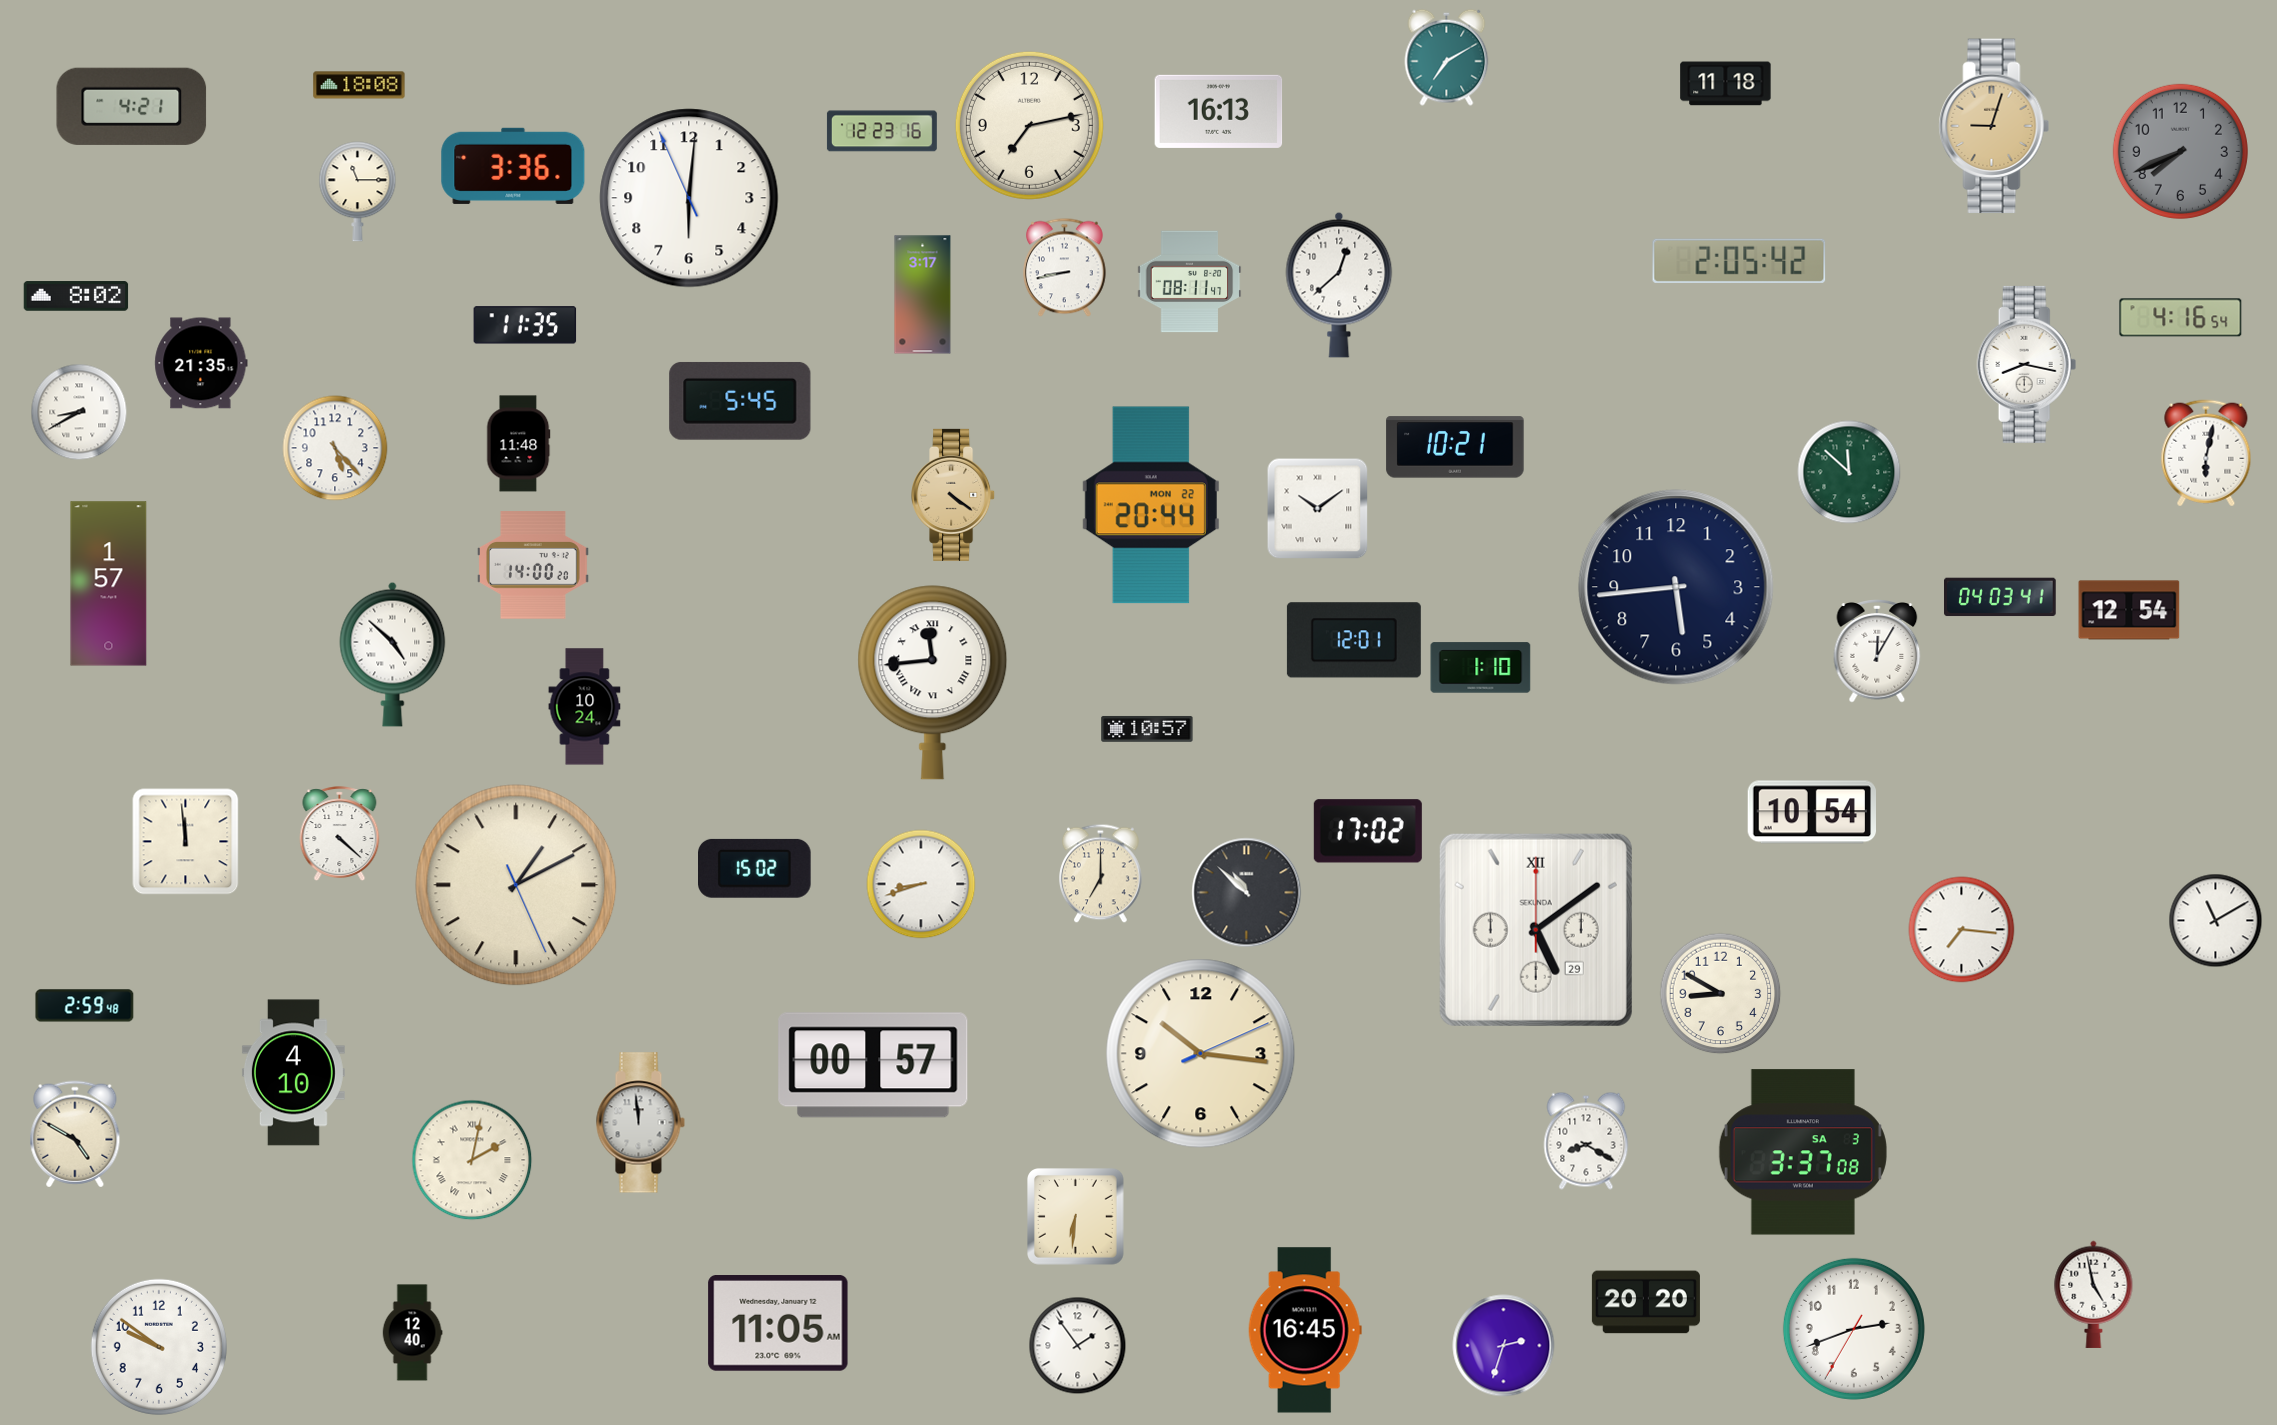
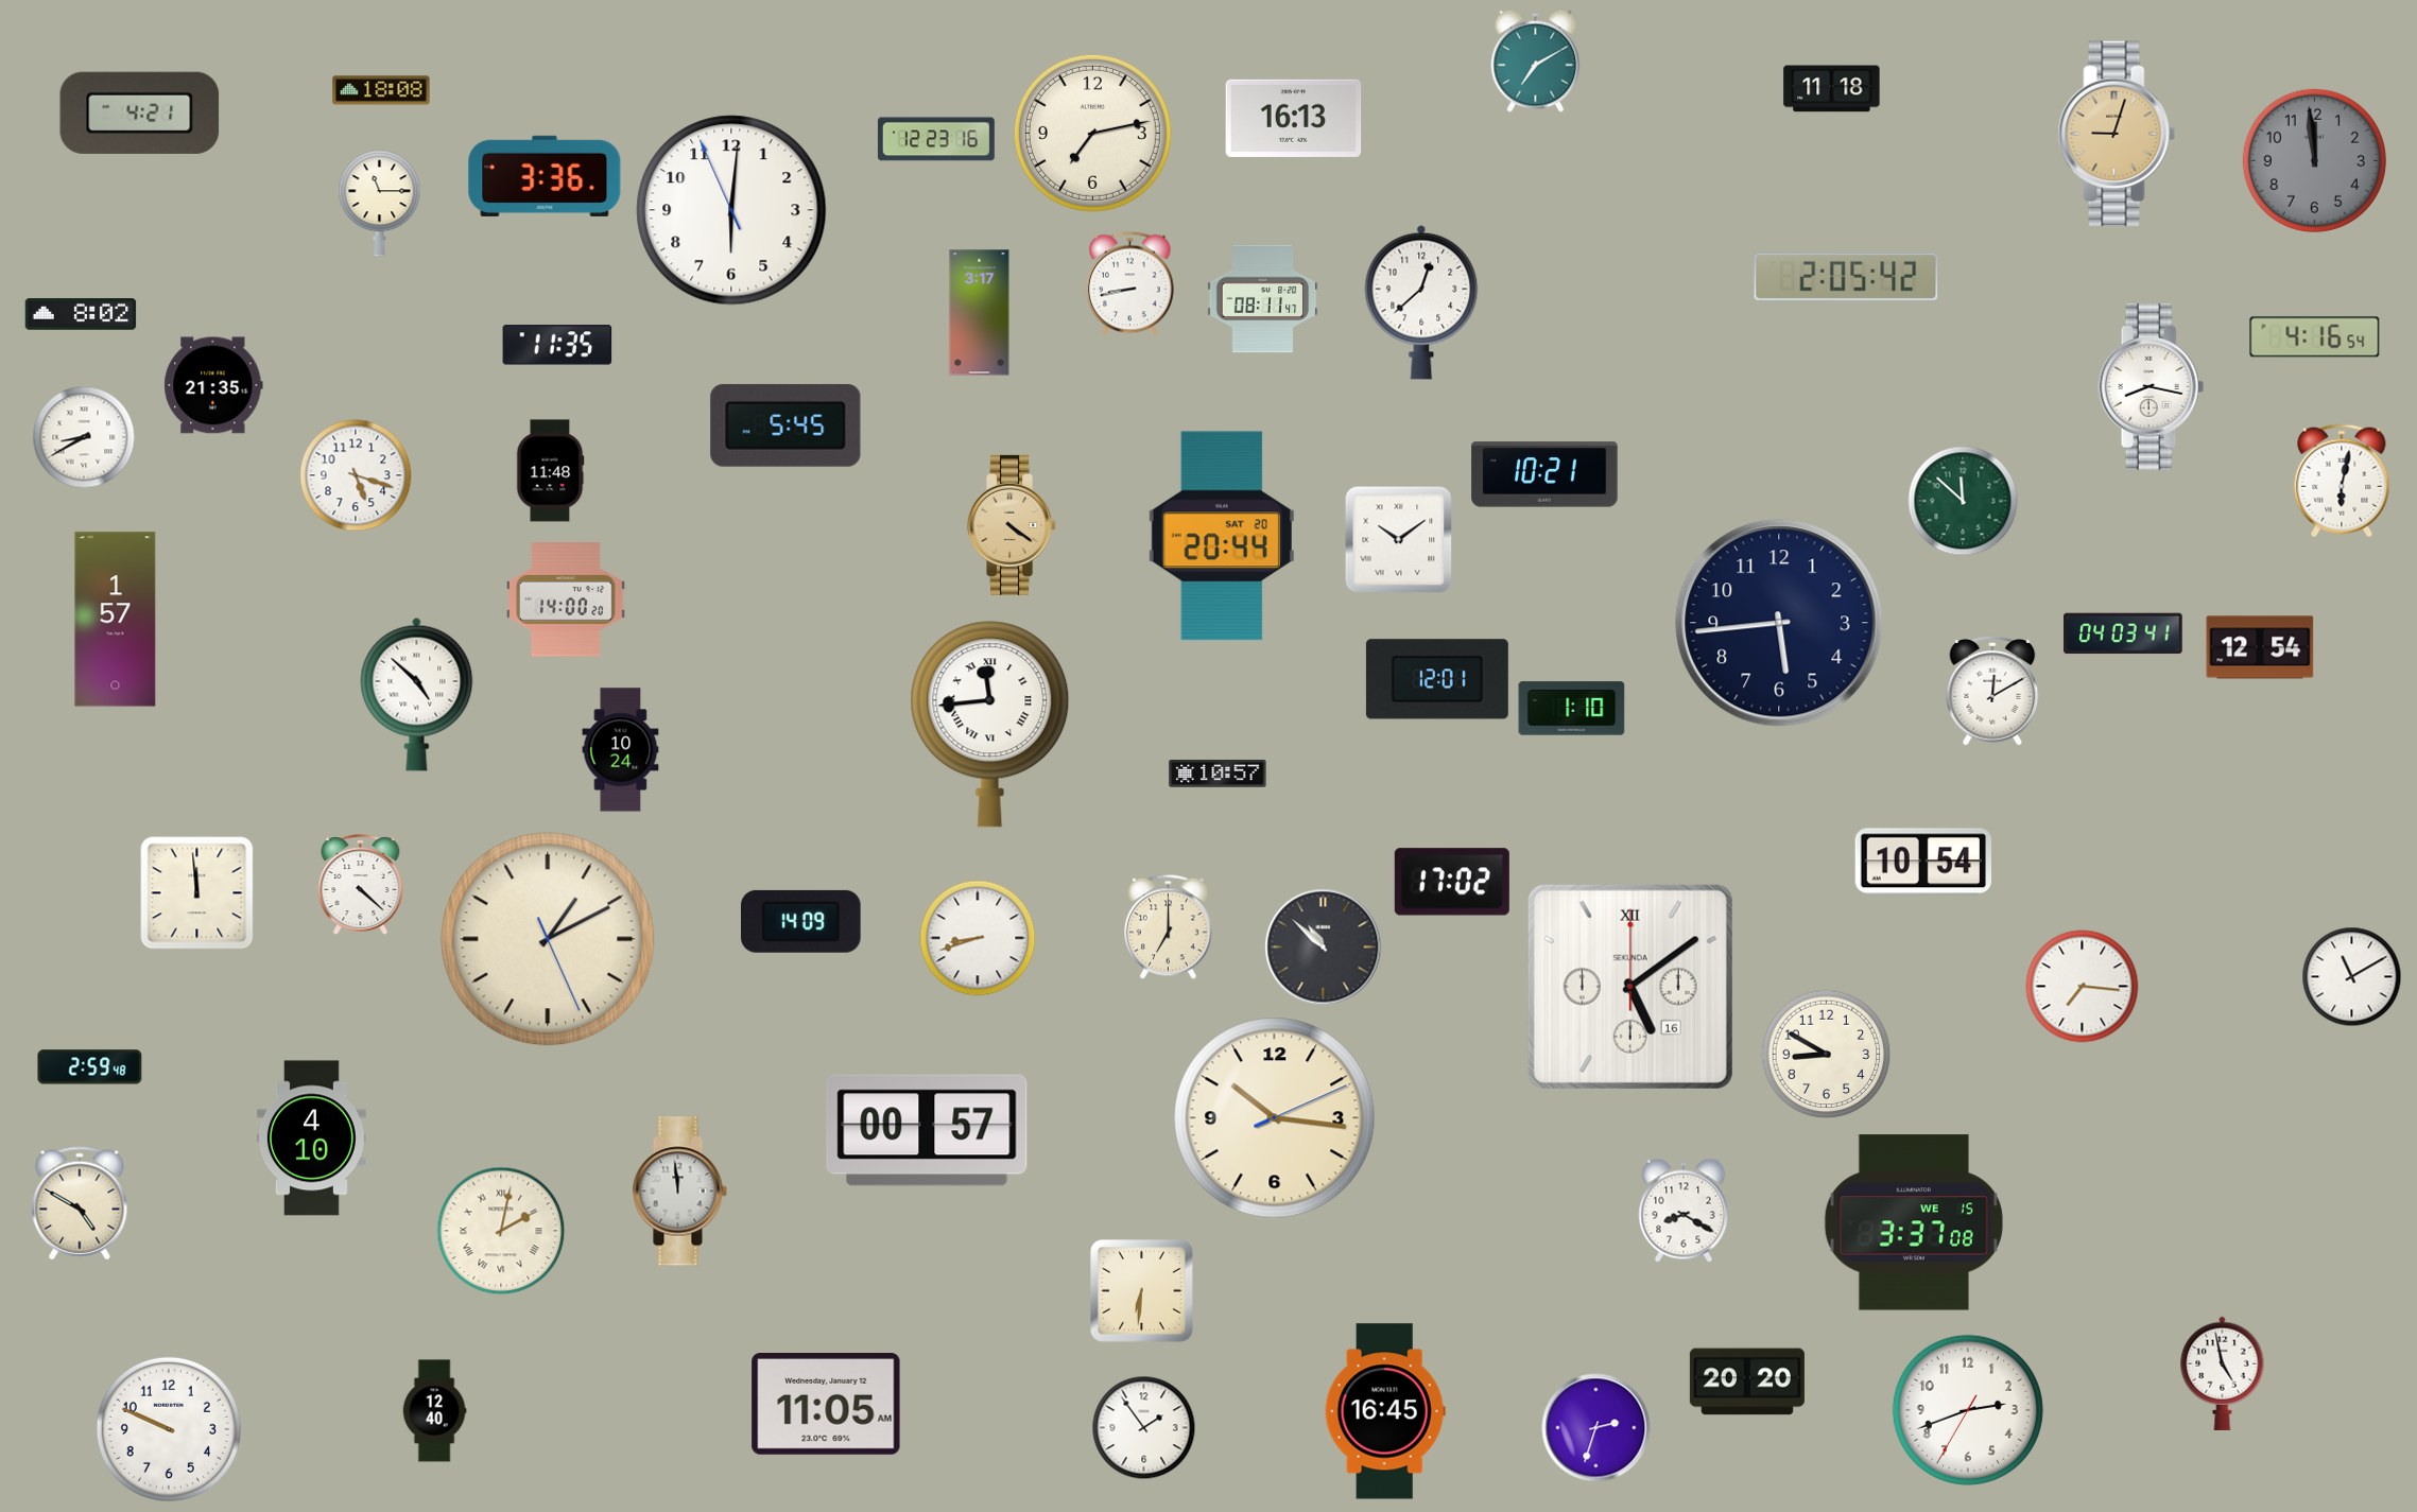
clock at (2180, 151): 7:41 -> 11:59
clock at (335, 448): 5:23 -> 5:18
clock at (1151, 505) date: MON 22 -> SAT 20
clock at (1877, 652): 12:05 -> 12:10
clock at (755, 868): 15:02 -> 14:09
clock at (1536, 930) date: 29 -> 16
clock at (1803, 1152) date: SA 3 -> WE 15
clock at (412, 1333) position: (412, 1333) -> (434, 1411)
clock at (159, 1347): 9:51 -> 9:49
